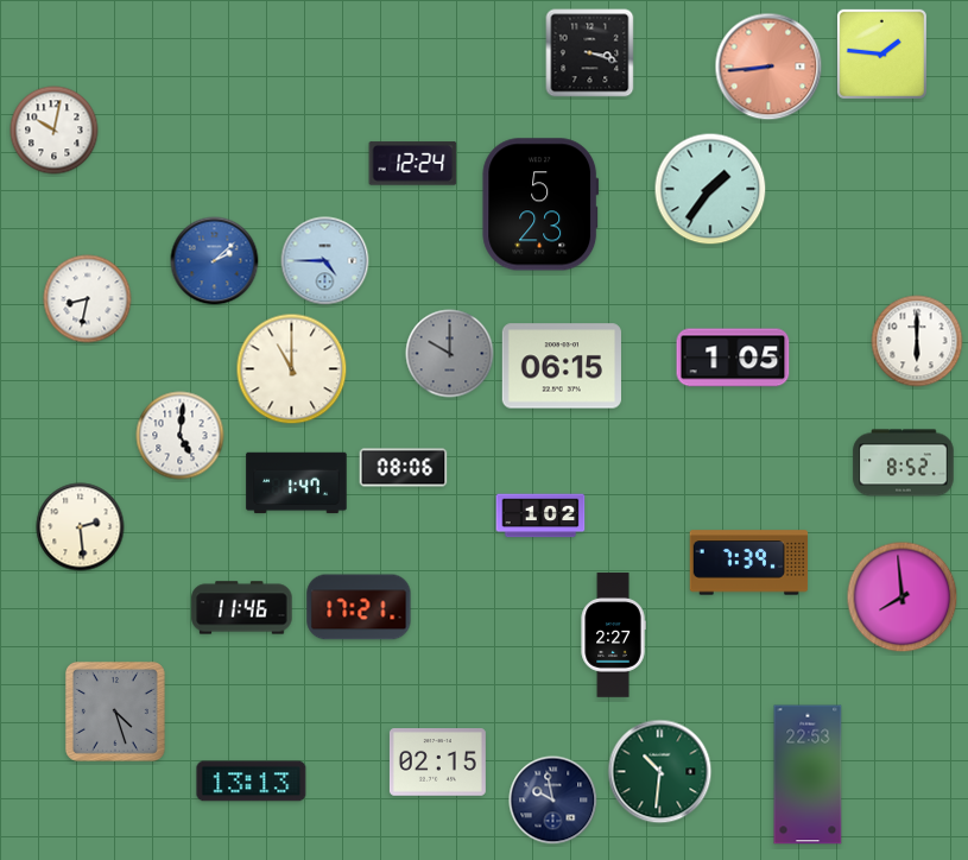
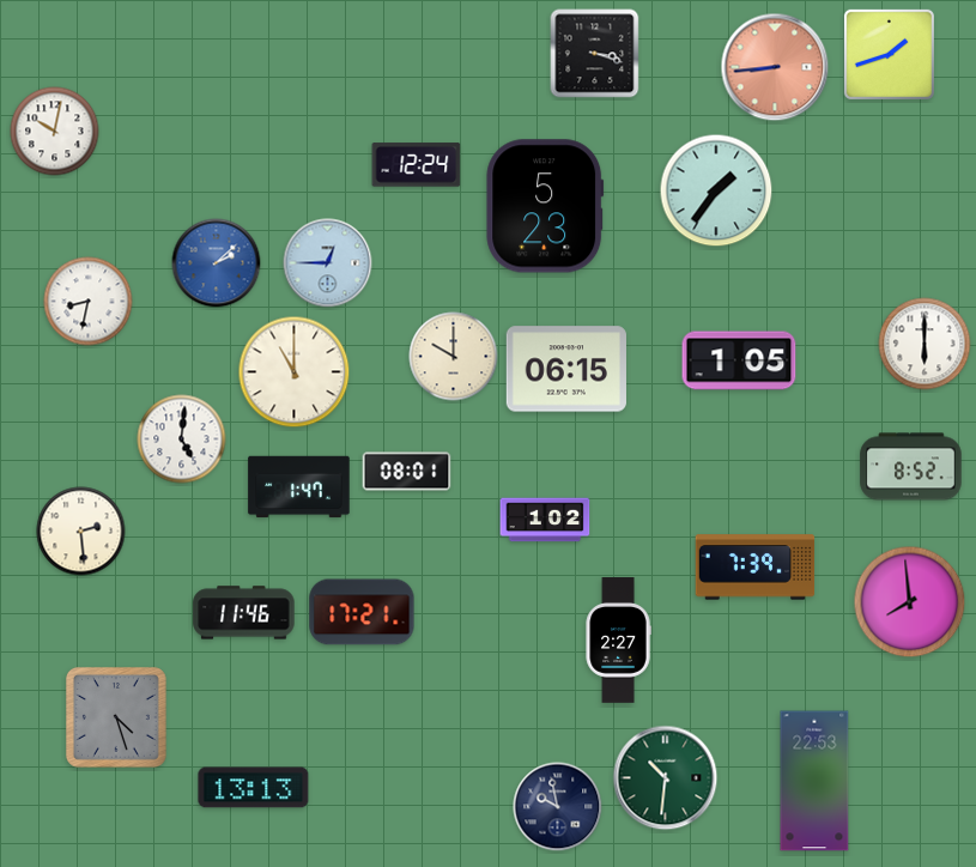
clock at (881, 53): 1:46 -> 1:42
clock at (325, 261): 4:45 -> 12:45
clock at (450, 354) dial: grey -> cream
clock at (404, 468): 08:06 -> 08:01
clock at (437, 763): 02:15 -> none
